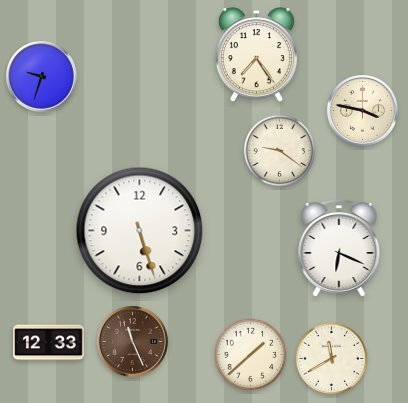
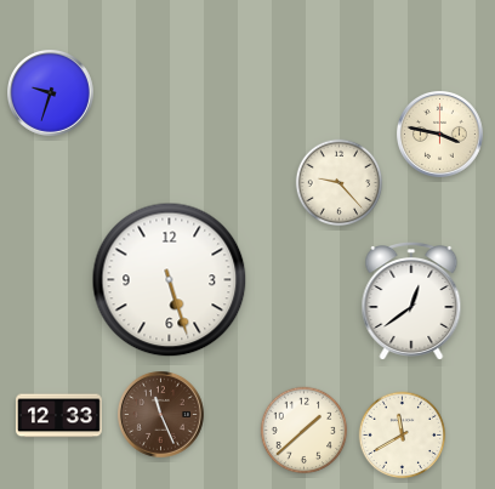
clock at (256, 55): 7:24 -> none
clock at (280, 151): 9:21 -> 9:23
clock at (339, 249): 6:19 -> 12:39
